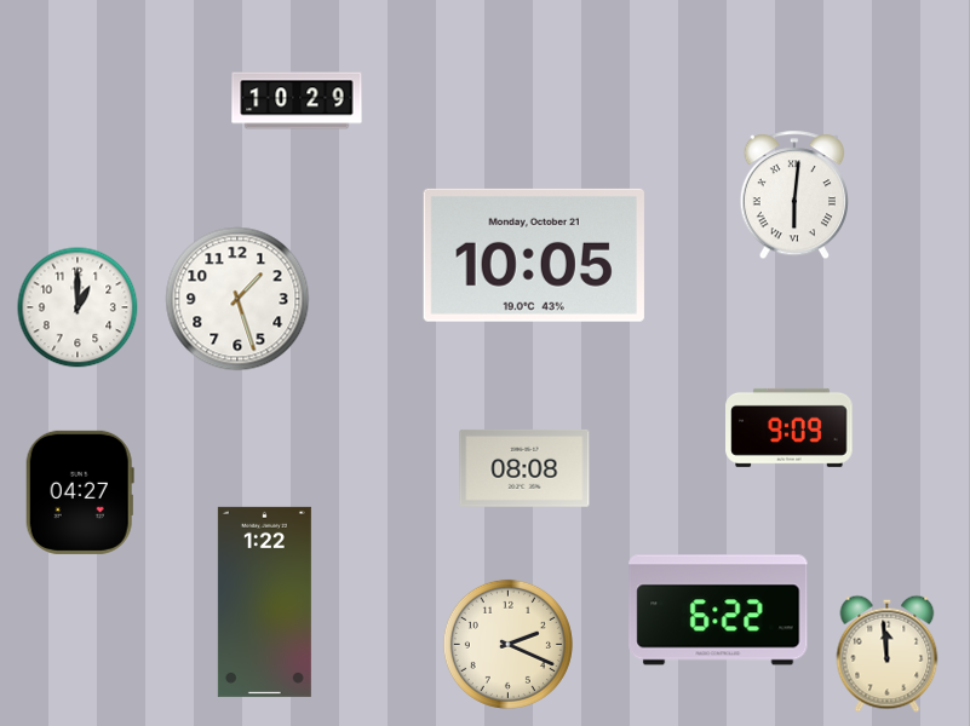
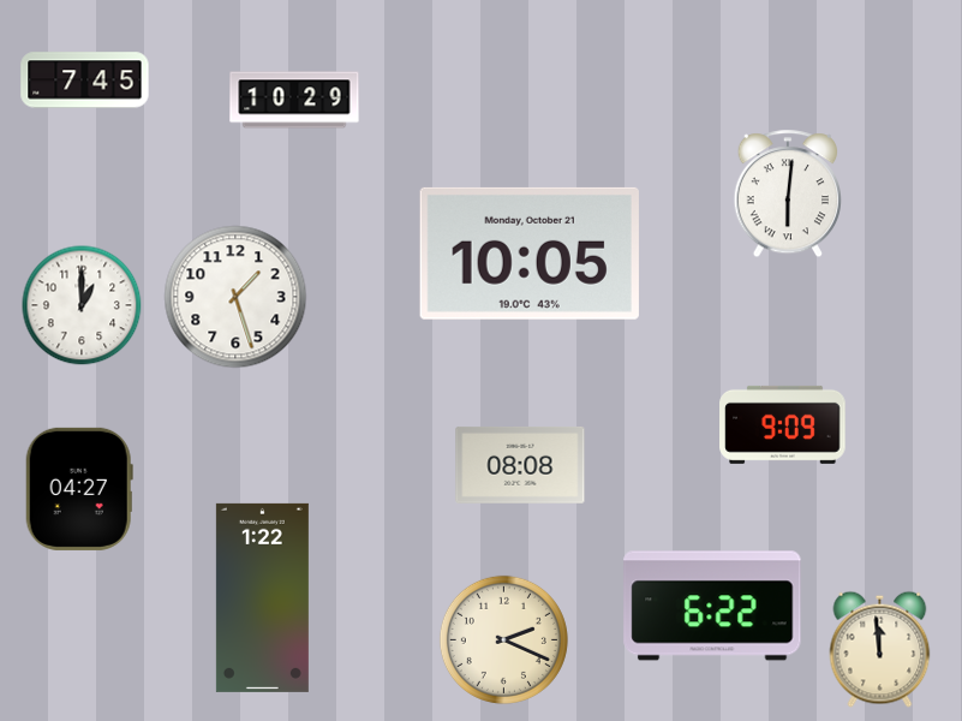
clock at (85, 81): none -> 7:45
clock at (78, 307) position: (78, 307) -> (82, 305)
